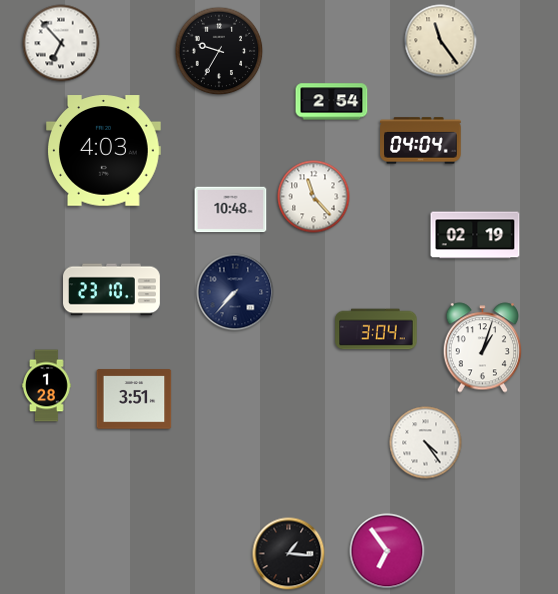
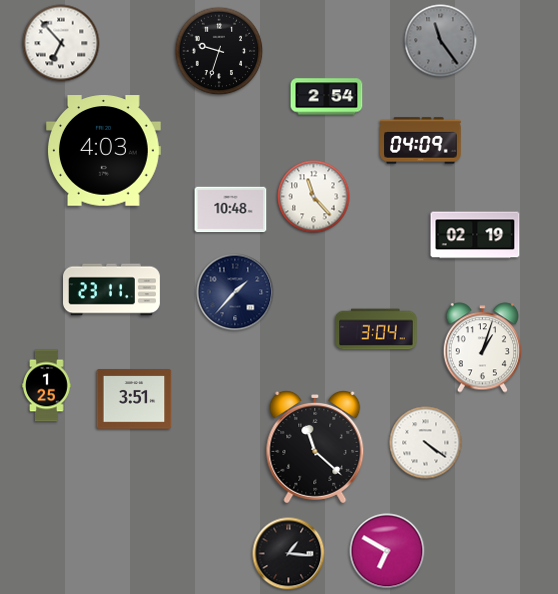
clock at (441, 41) dial: cream -> grey
clock at (219, 51): 9:35 -> 9:33
clock at (332, 102) position: (332, 102) -> (327, 97)
clock at (421, 141): 04:04 -> 04:09
clock at (112, 290): 23:10 -> 23:11
clock at (235, 292): 7:37 -> 1:37
clock at (47, 386): 1:28 -> 1:25
clock at (426, 443): 4:24 -> 4:21
clock at (315, 448): none -> 11:22
clock at (387, 551): 6:54 -> 6:50
